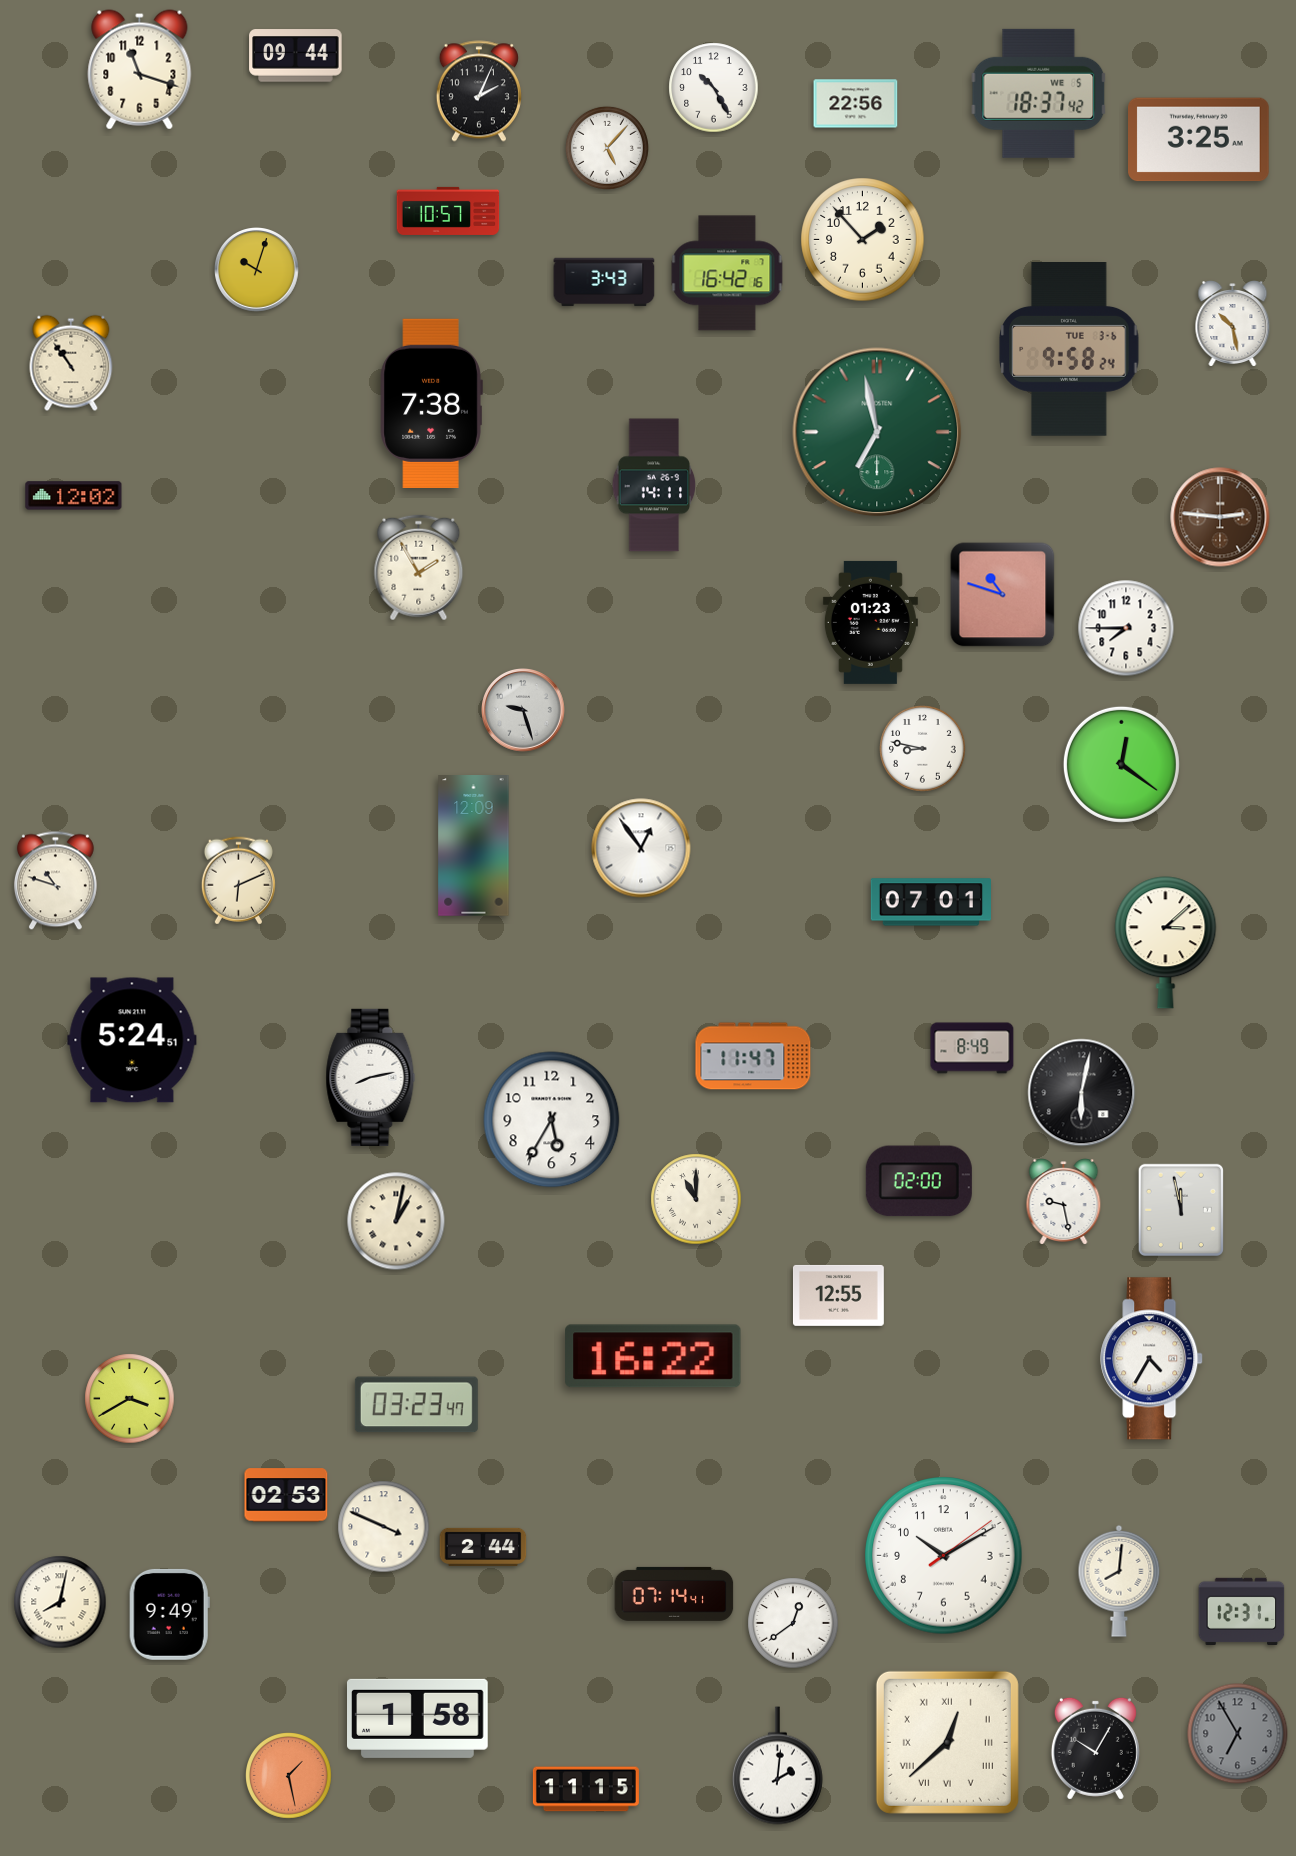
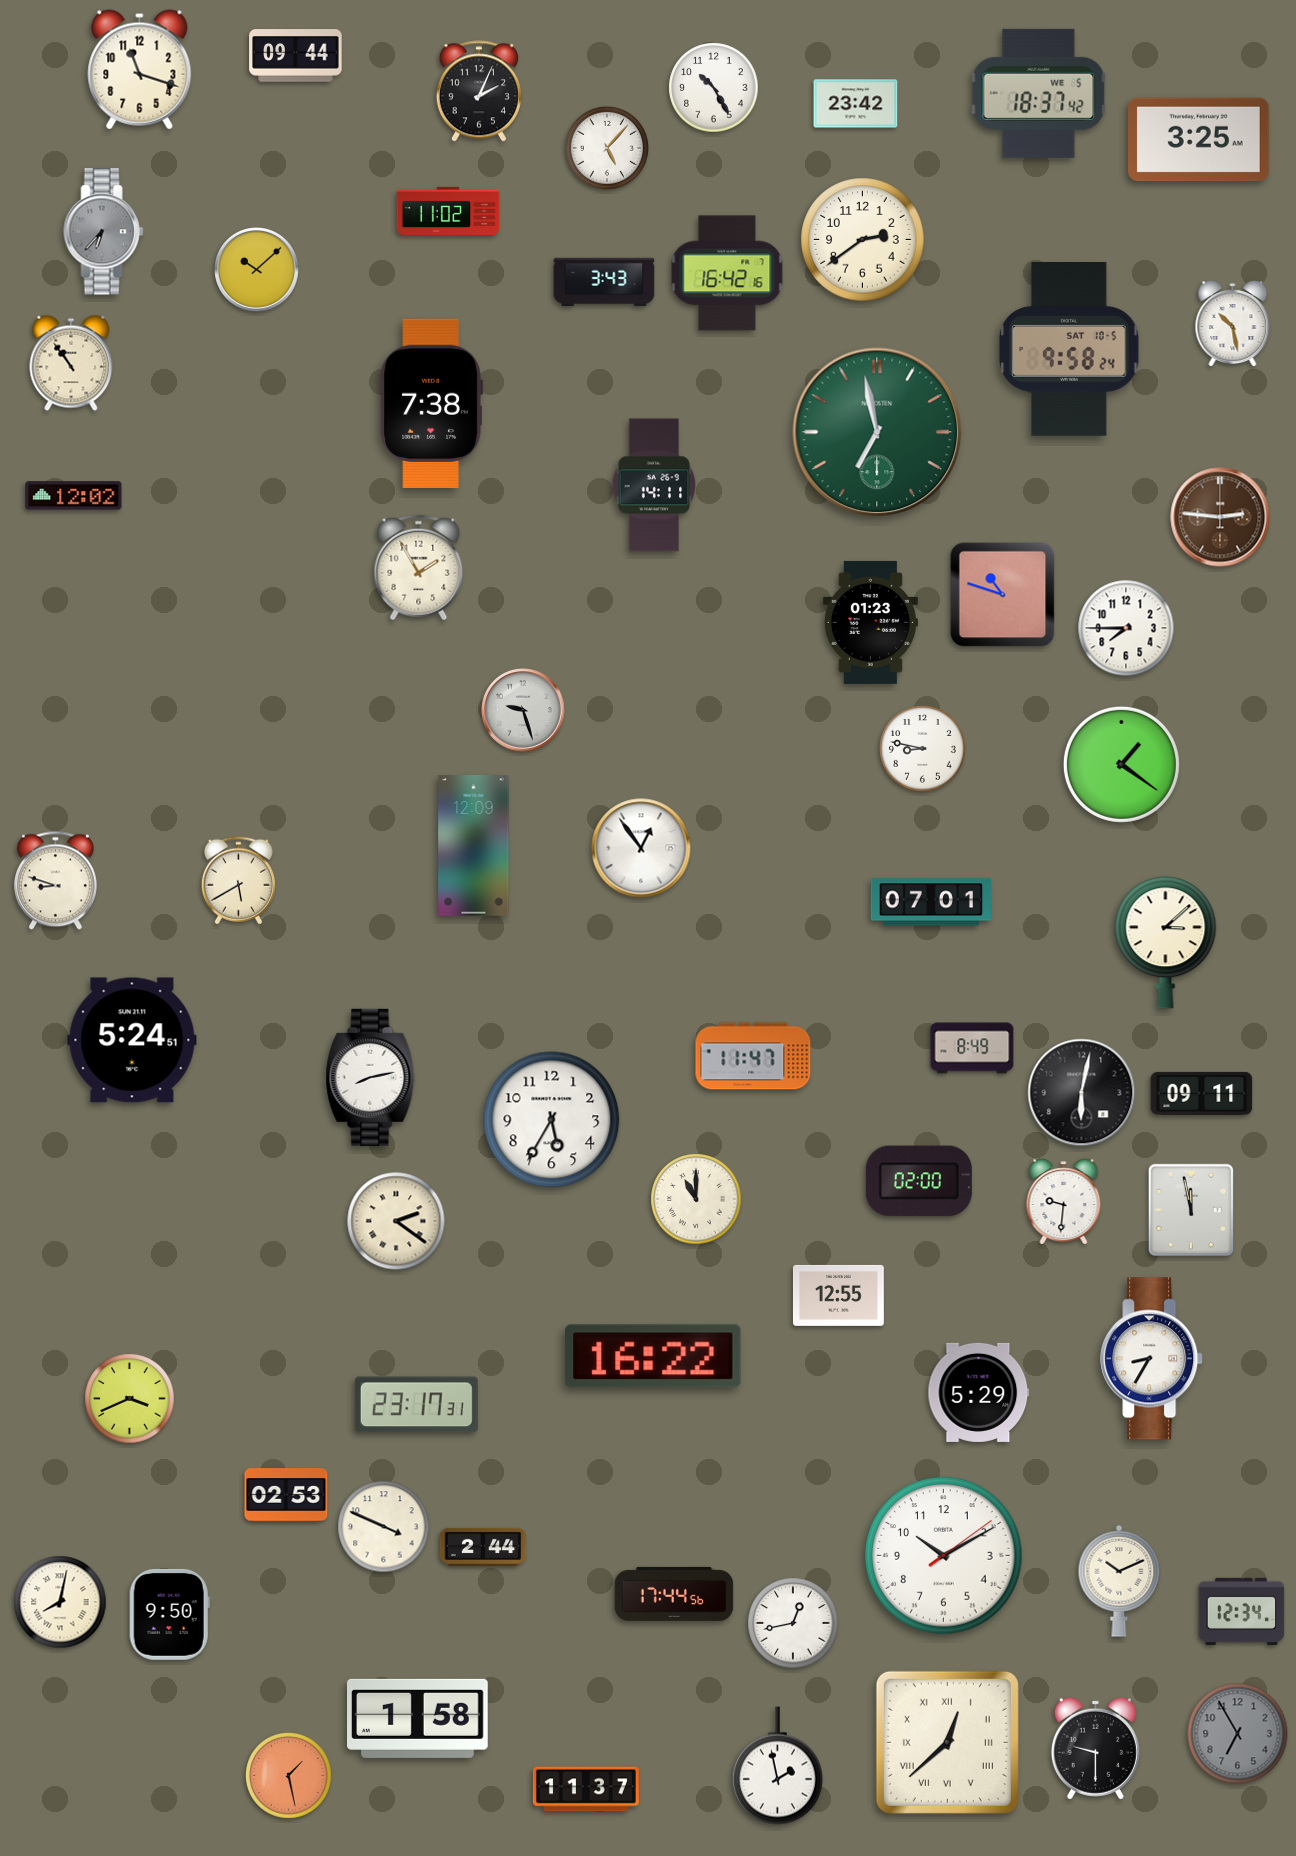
clock at (856, 104): 22:56 -> 23:42
clock at (448, 211): 10:57 -> 11:02
clock at (104, 232): none -> 6:37
clock at (863, 240): 1:53 -> 2:39
clock at (257, 270): 10:03 -> 10:08
clock at (1069, 350) date: TUE 3-6 -> SAT 10-5
clock at (1121, 764): 12:21 -> 1:21
clock at (55, 881): 10:48 -> 8:48
clock at (238, 881): 6:11 -> 5:40
clock at (1202, 1093): none -> 09:11
clock at (1064, 1202): 9:28 -> 9:31
clock at (1181, 1209) position: (1181, 1209) -> (1191, 1209)
clock at (396, 1221): 1:02 -> 2:21
clock at (1152, 1359): 4:35 -> 8:35
clock at (979, 1392): none -> 5:29
clock at (130, 1399): 3:40 -> 3:41
clock at (416, 1405): 03:23 -> 23:17
clock at (1119, 1581): 8:01 -> 10:11
clock at (674, 1594): 07:14 -> 17:44
clock at (1242, 1611): 12:31 -> 12:34
clock at (169, 1614): 9:49 -> 9:50
clock at (793, 1623): 12:39 -> 12:43
clock at (1095, 1748): 10:05 -> 9:30
clock at (777, 1766): 2:01 -> 1:58
clock at (586, 1789): 11:15 -> 11:37
